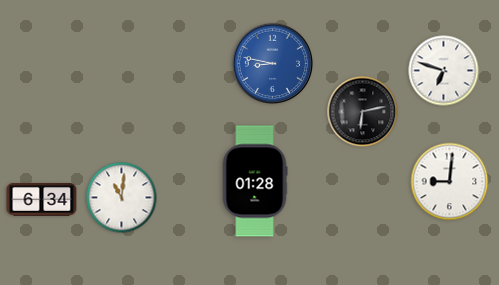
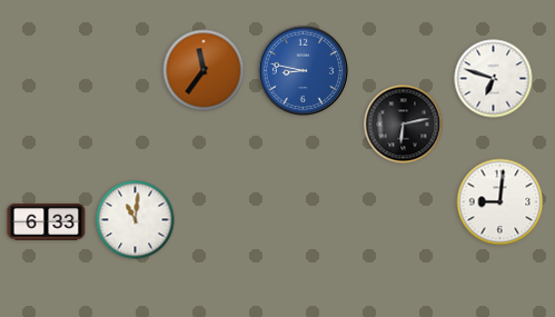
clock at (204, 70): none -> 11:36
clock at (255, 181): 01:28 -> none
clock at (42, 200): 6:34 -> 6:33
